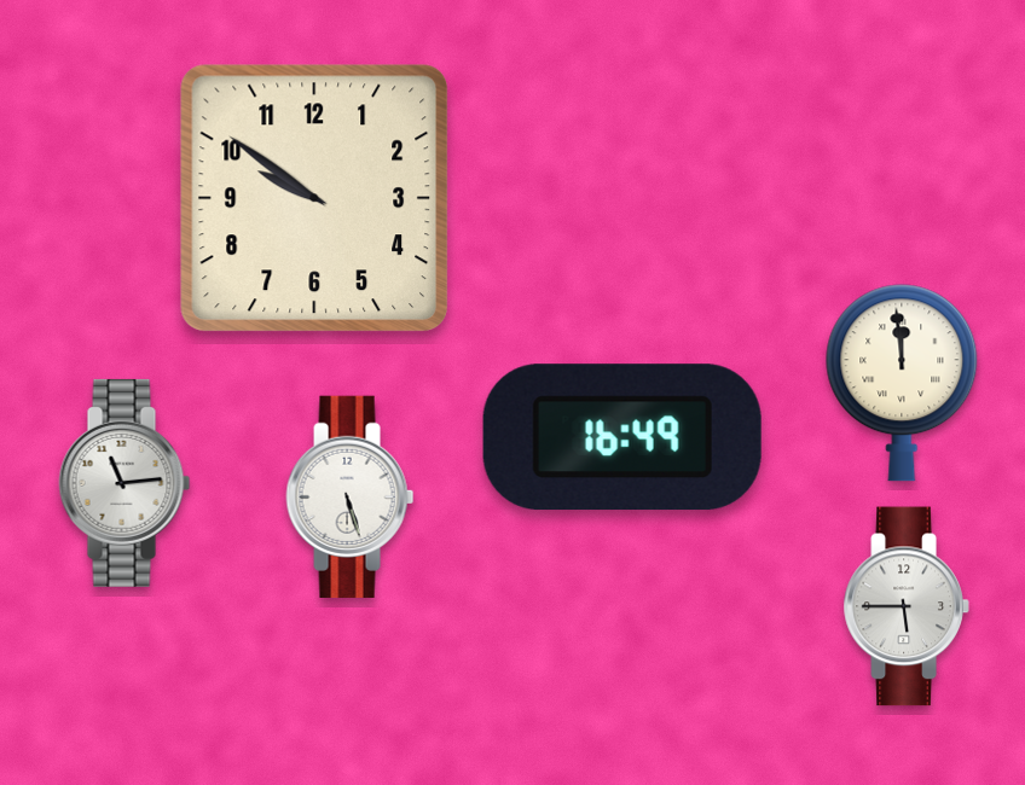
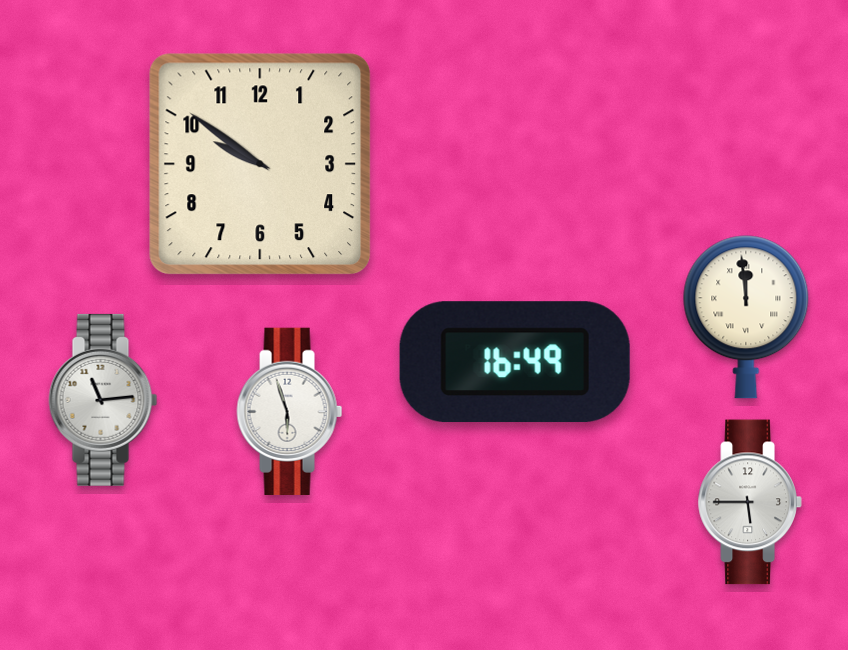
clock at (351, 496): 5:27 -> 5:57
